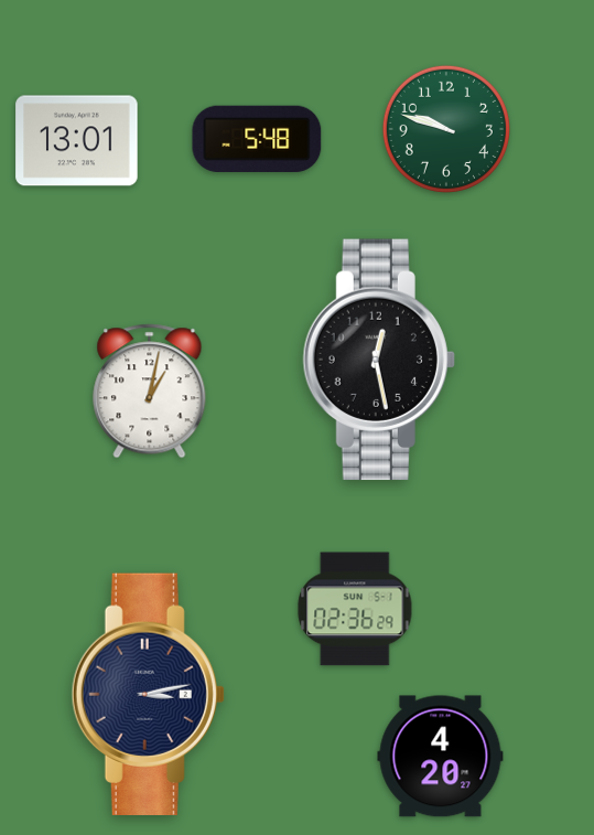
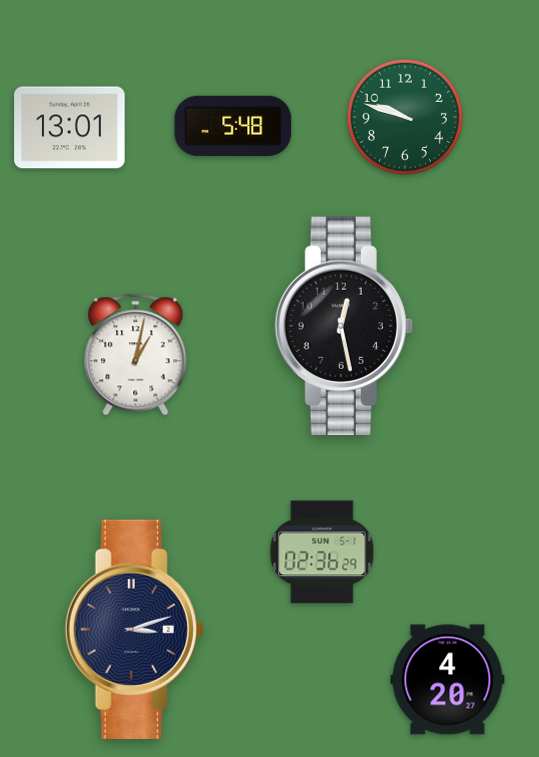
clock at (148, 694): 3:13 -> 3:12
clock at (441, 757) position: (441, 757) -> (448, 680)
